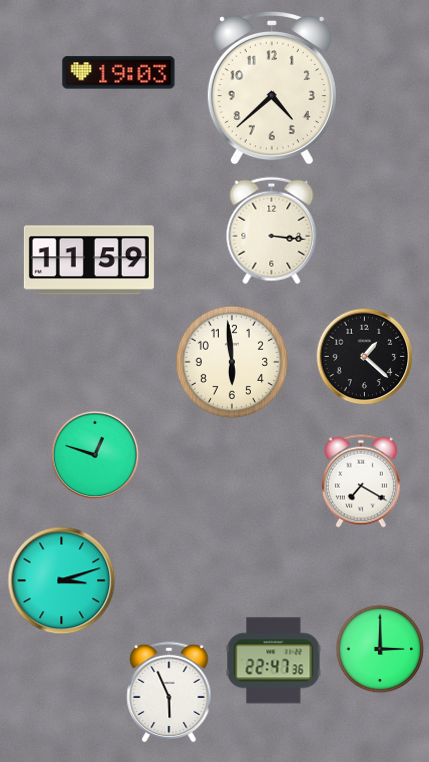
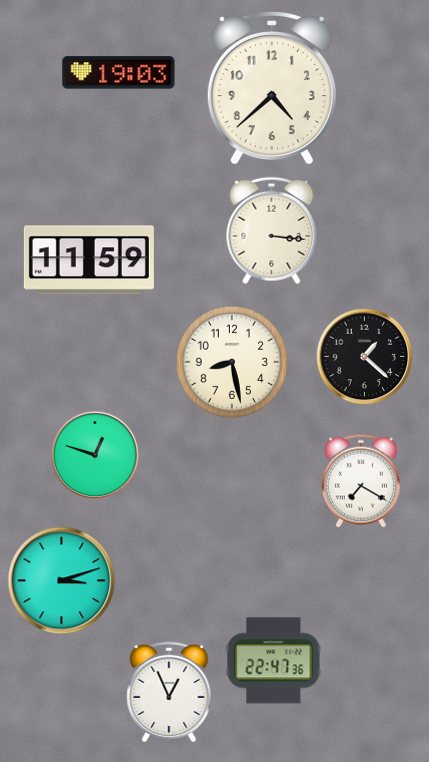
clock at (232, 362): 5:59 -> 8:28
clock at (380, 649): 3:00 -> none
clock at (169, 692): 5:56 -> 12:56
